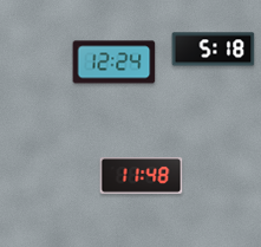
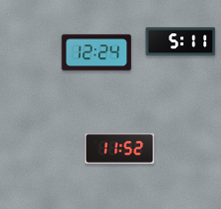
clock at (214, 50): 5:18 -> 5:11
clock at (142, 176): 11:48 -> 11:52
